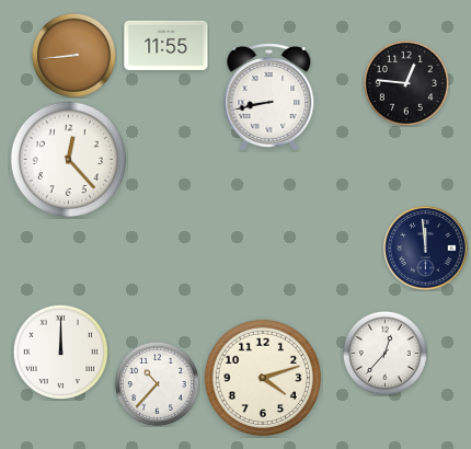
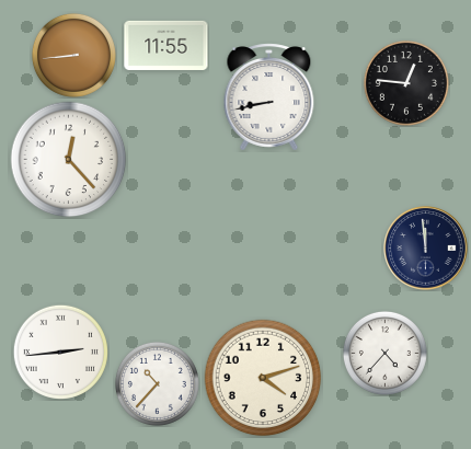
clock at (60, 352): 12:00 -> 2:44
clock at (384, 353): 12:37 -> 4:37
